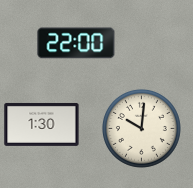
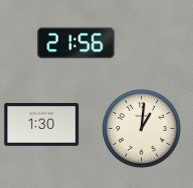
clock at (76, 43): 22:00 -> 21:56
clock at (141, 128): 10:01 -> 1:01
